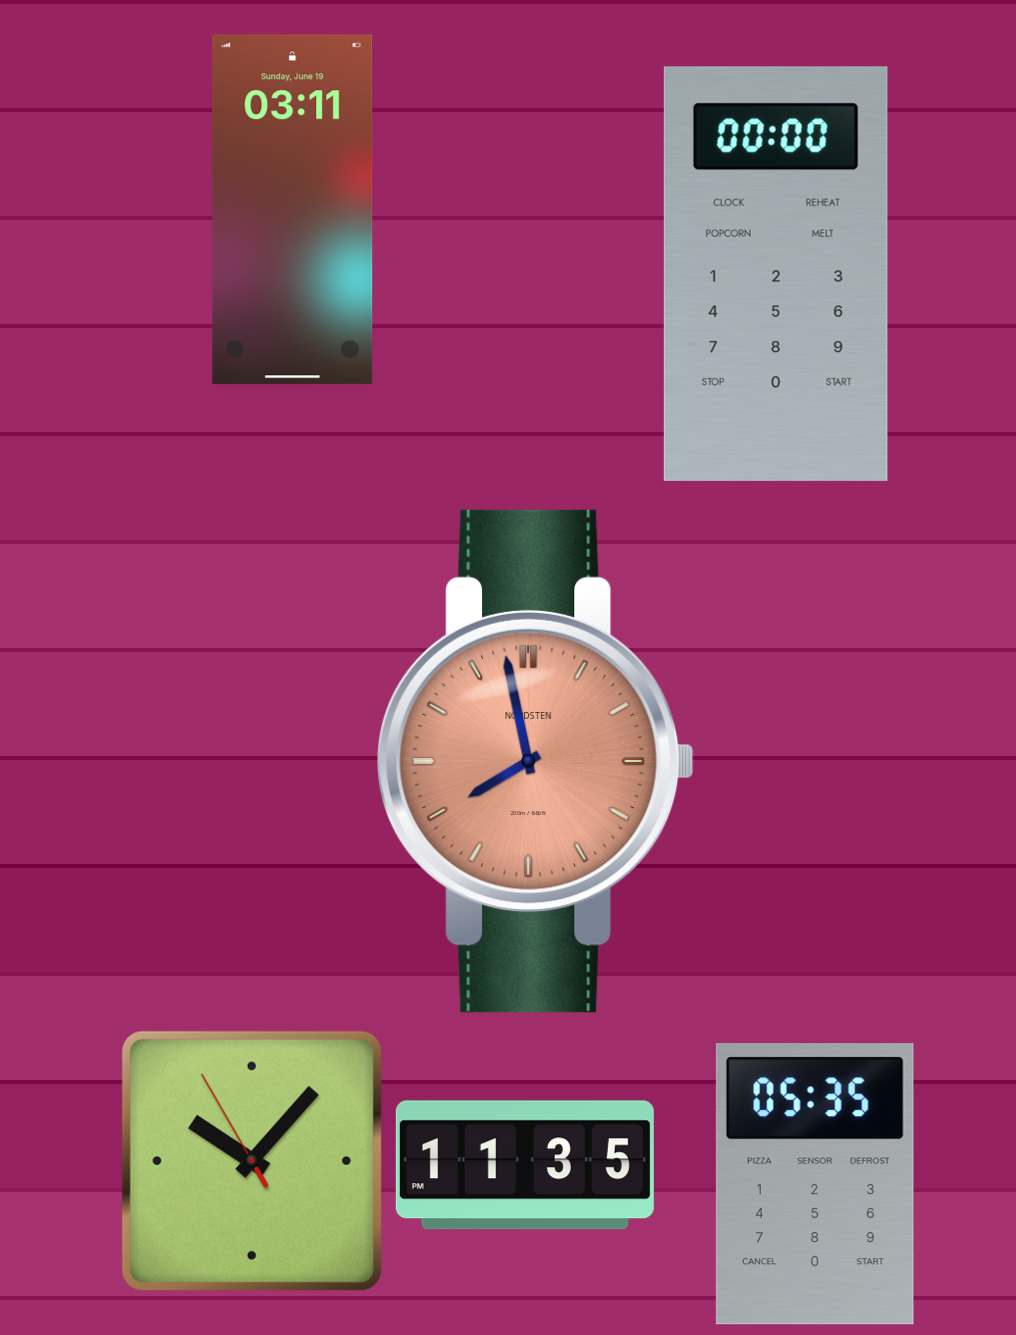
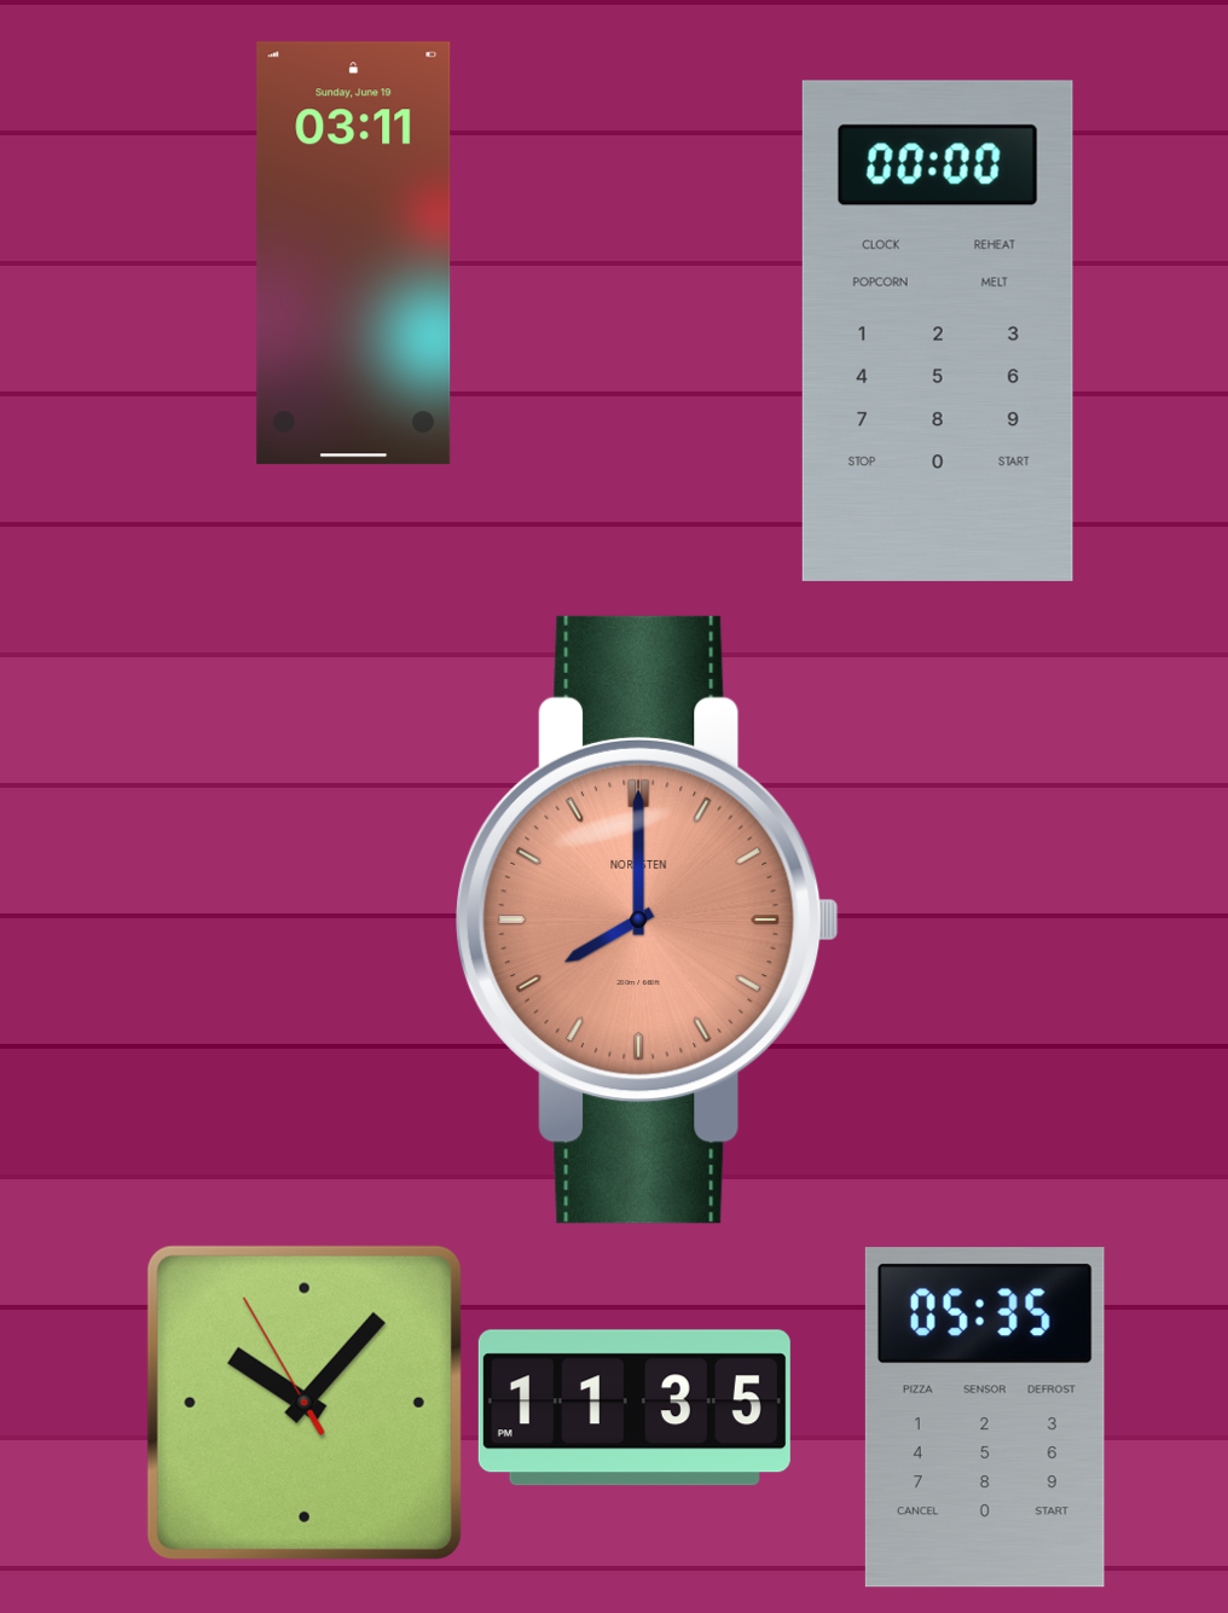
clock at (536, 761): 7:58 -> 8:00
clock at (815, 1184) position: (815, 1184) -> (985, 1417)
